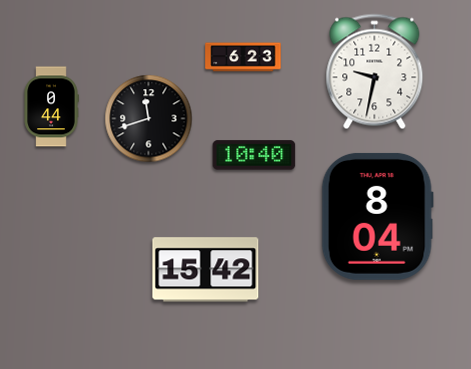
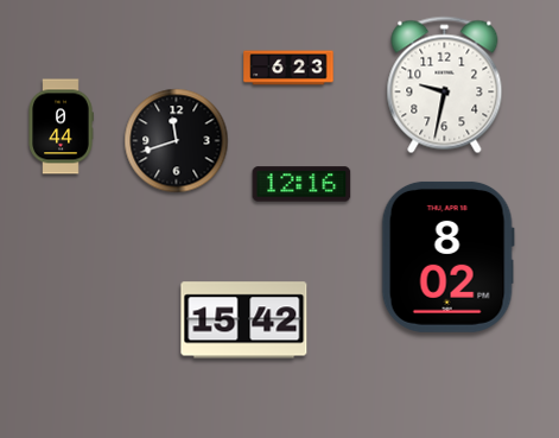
clock at (254, 155): 10:40 -> 12:16
clock at (377, 216): 8:04 -> 8:02
